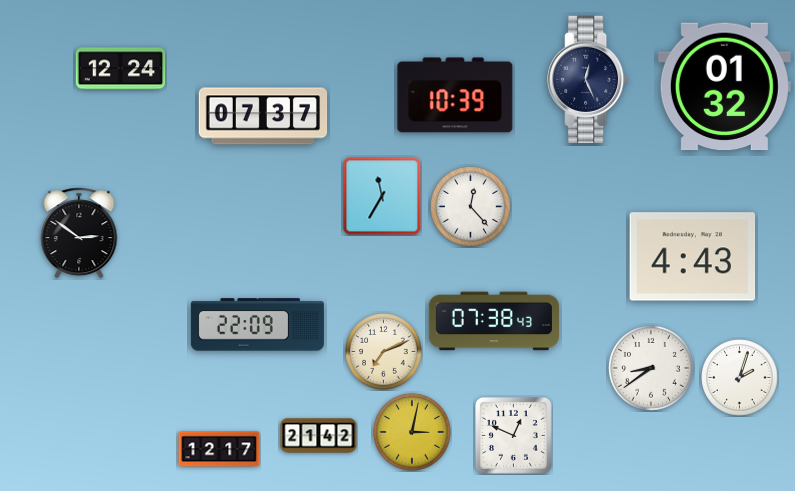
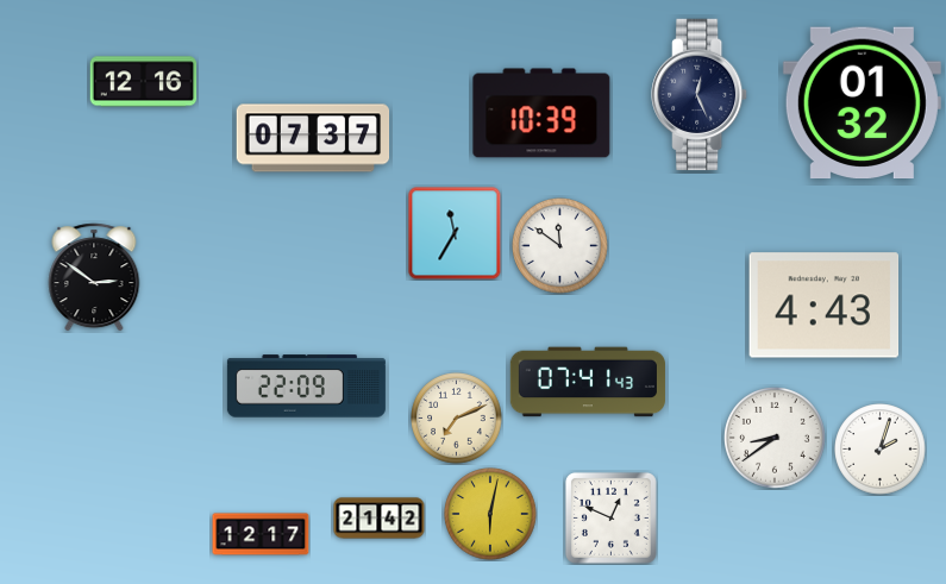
clock at (121, 69): 12:24 -> 12:16
clock at (471, 207): 12:23 -> 11:51
clock at (494, 321): 07:38 -> 07:41
clock at (412, 432): 3:02 -> 6:02
